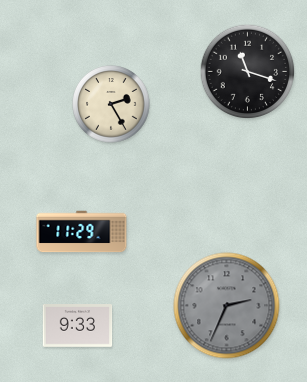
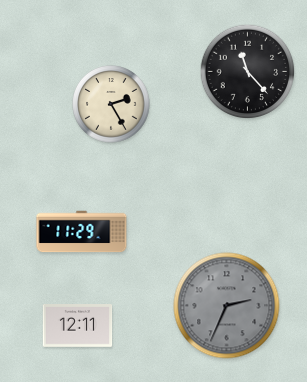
clock at (248, 72): 11:18 -> 11:23
clock at (78, 326): 9:33 -> 12:11
